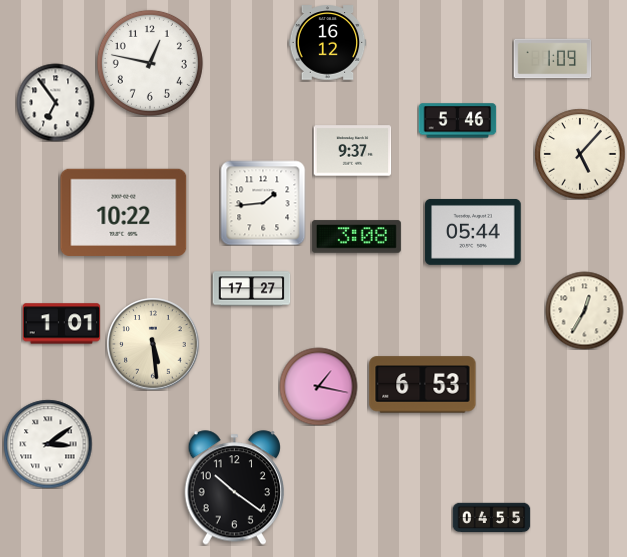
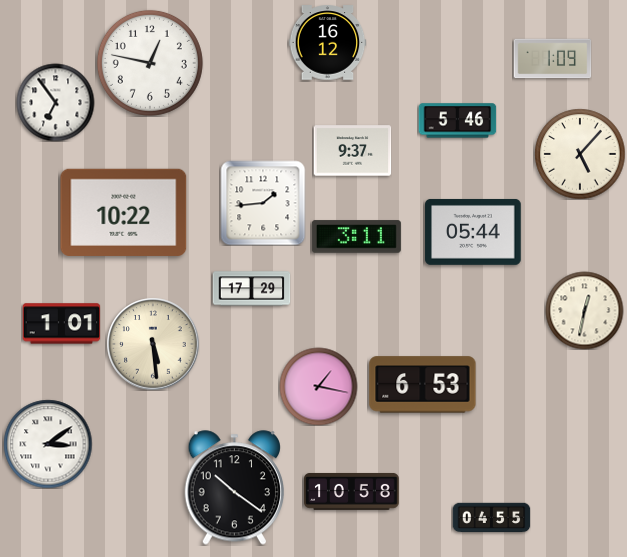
clock at (356, 237): 3:08 -> 3:11
clock at (251, 289): 17:27 -> 17:29
clock at (584, 310): 12:35 -> 12:32
clock at (352, 491): none -> 10:58
